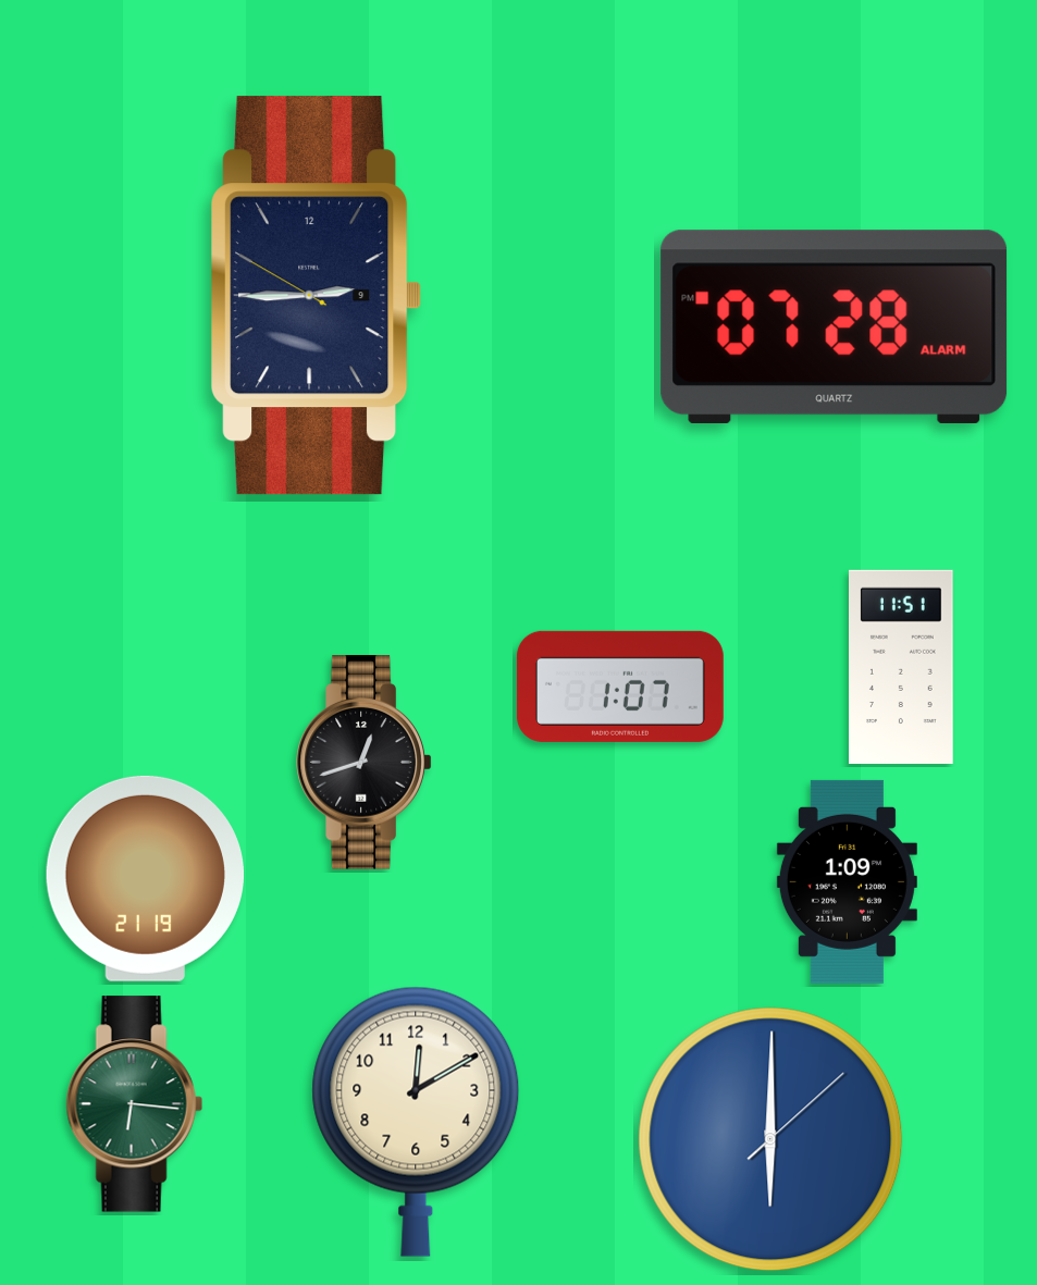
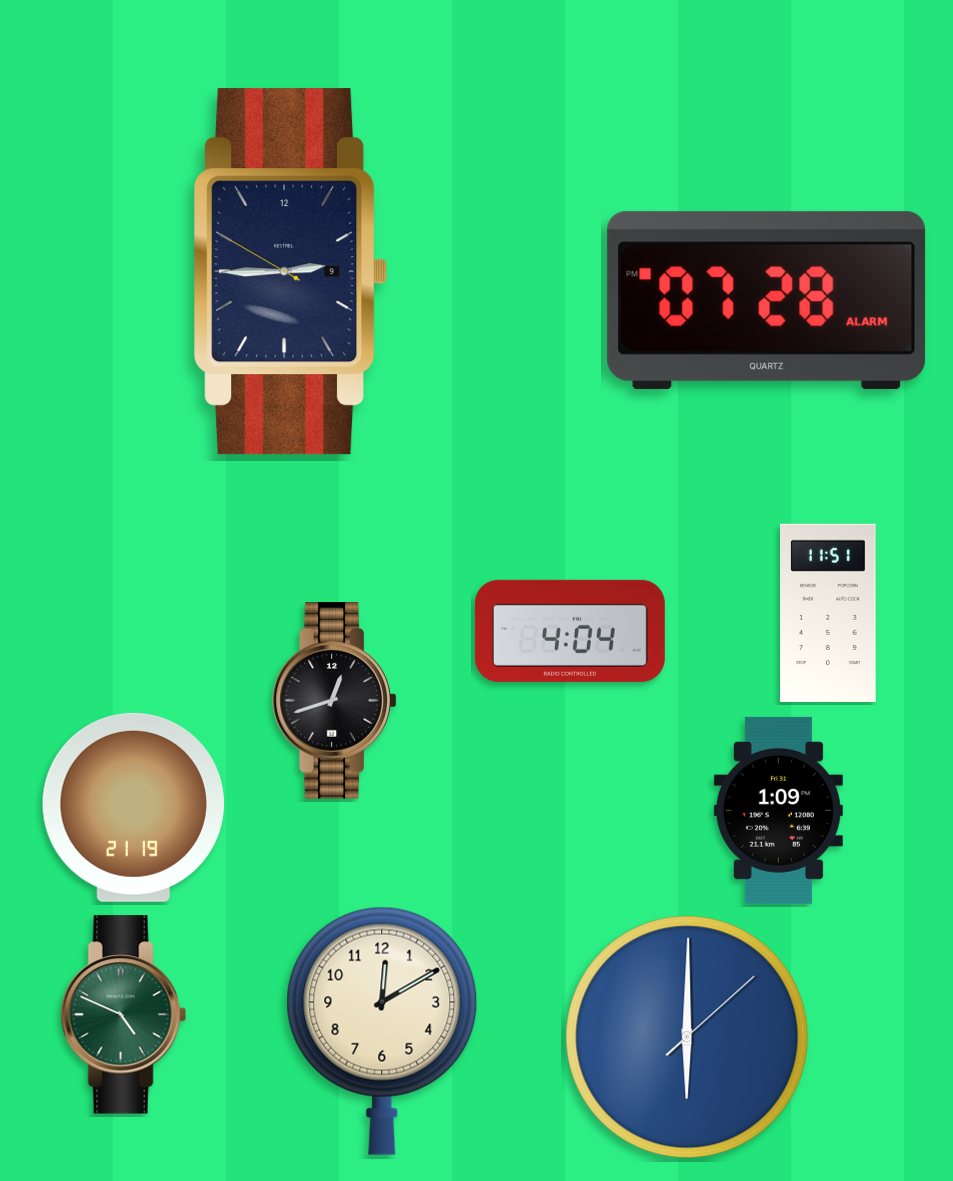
clock at (620, 687): 1:07 -> 4:04
clock at (134, 1104): 6:16 -> 4:49
clock at (770, 1139) position: (770, 1139) -> (687, 1037)
